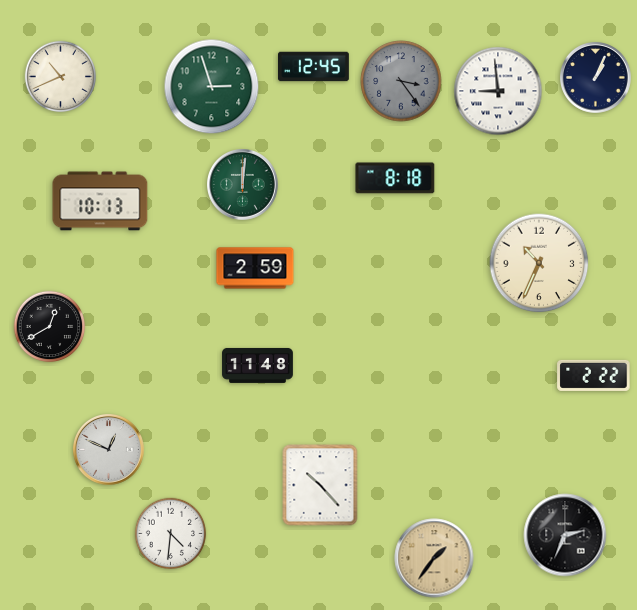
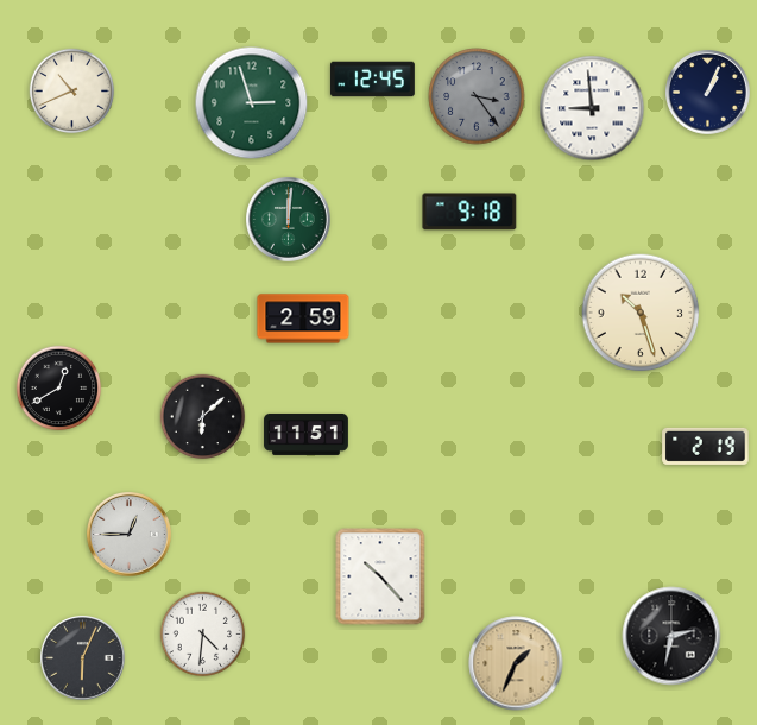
clock at (395, 178): 8:18 -> 9:18
clock at (100, 201): 10:13 -> none
clock at (539, 263): 10:34 -> 10:27
clock at (203, 417): none -> 6:08
clock at (258, 365): 11:48 -> 11:51
clock at (594, 375): 2:22 -> 2:19
clock at (109, 450): 12:49 -> 12:45
clock at (565, 535): 2:34 -> 2:32
clock at (83, 658): none -> 6:04
clock at (434, 558): 1:36 -> 1:34
